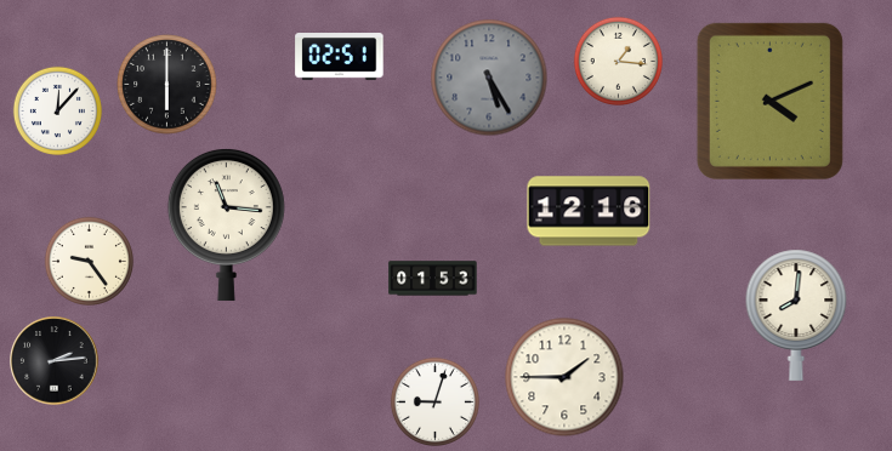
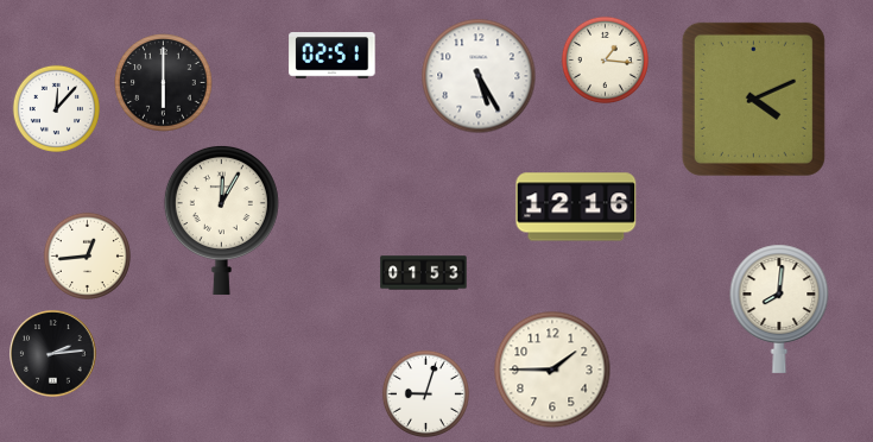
clock at (489, 78) dial: grey -> white
clock at (226, 224): 11:16 -> 12:05
clock at (89, 261): 9:24 -> 12:44
